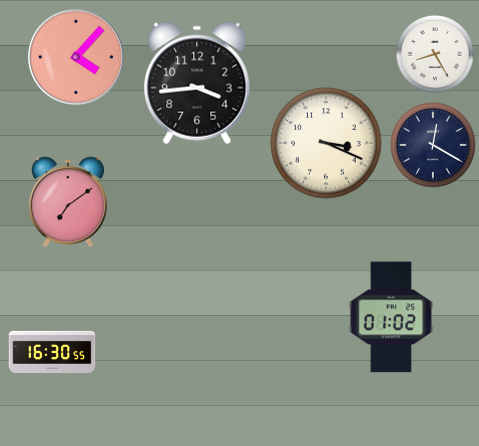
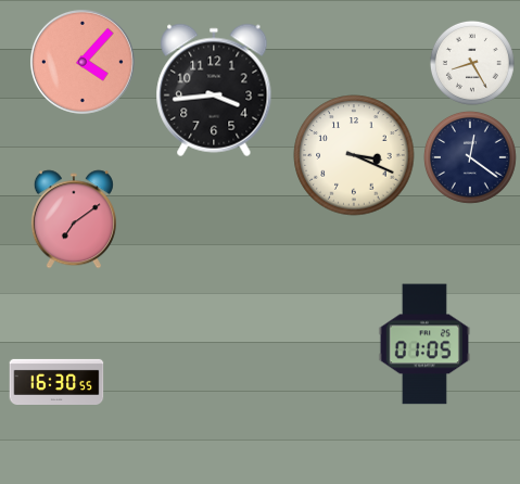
clock at (435, 54) position: (435, 54) -> (472, 63)
clock at (433, 145): 12:20 -> 12:21
clock at (391, 317): 01:02 -> 01:05
